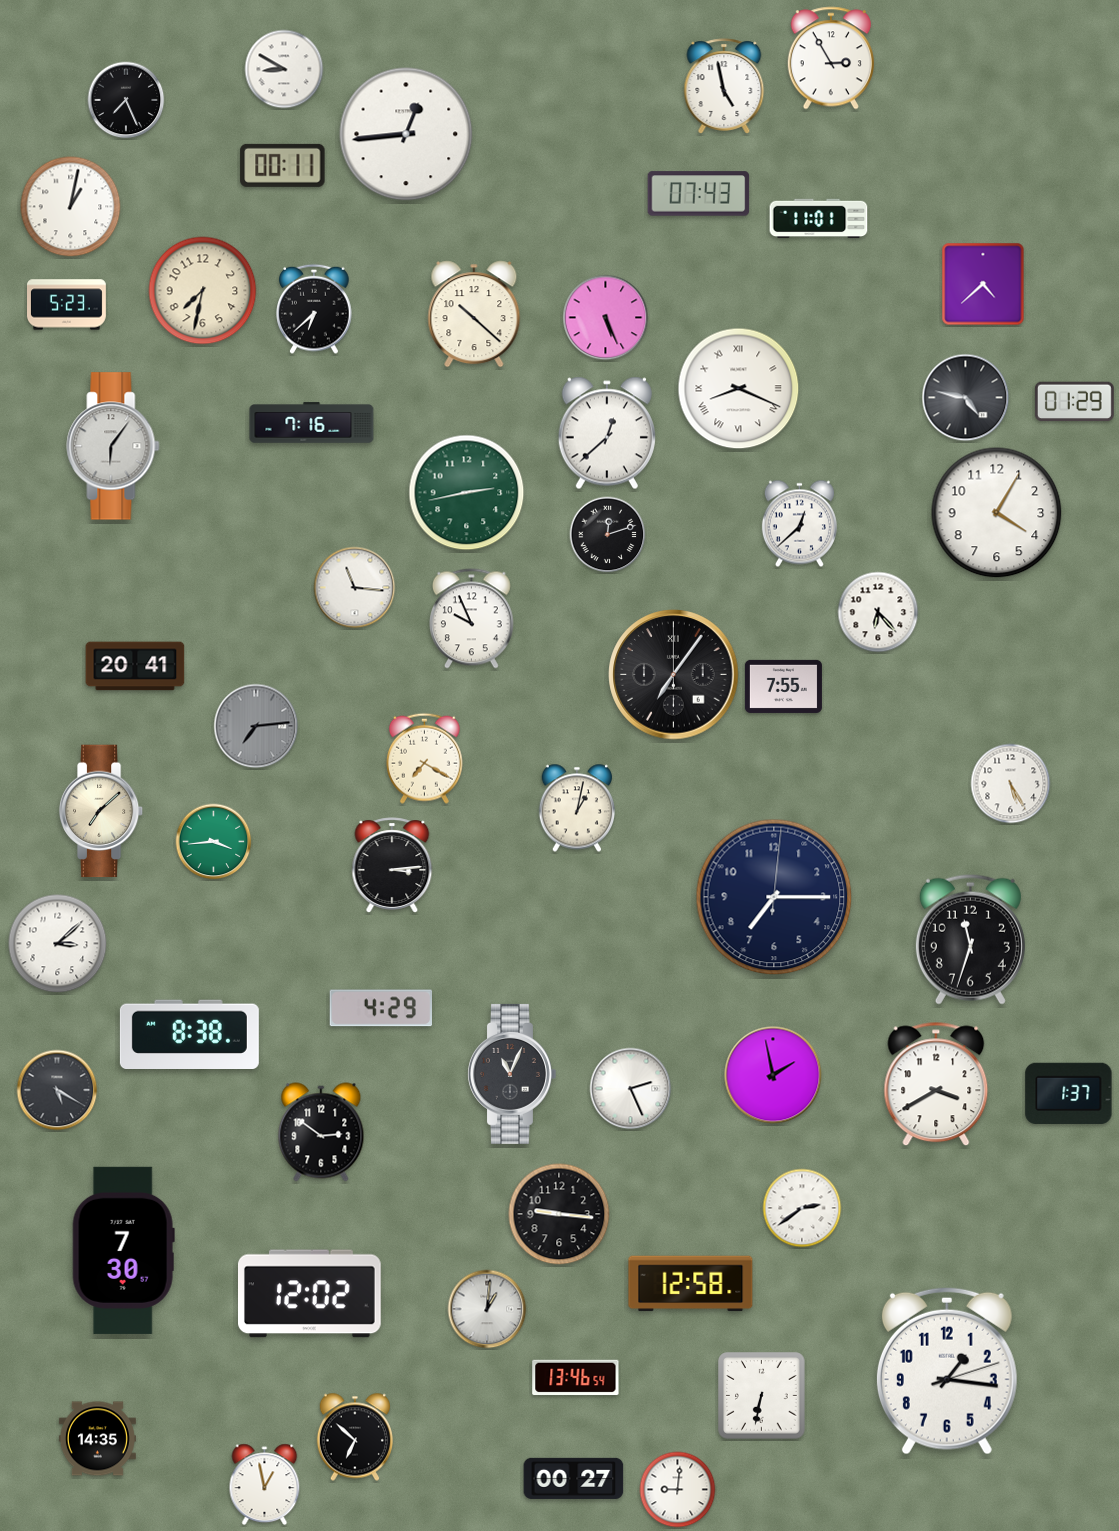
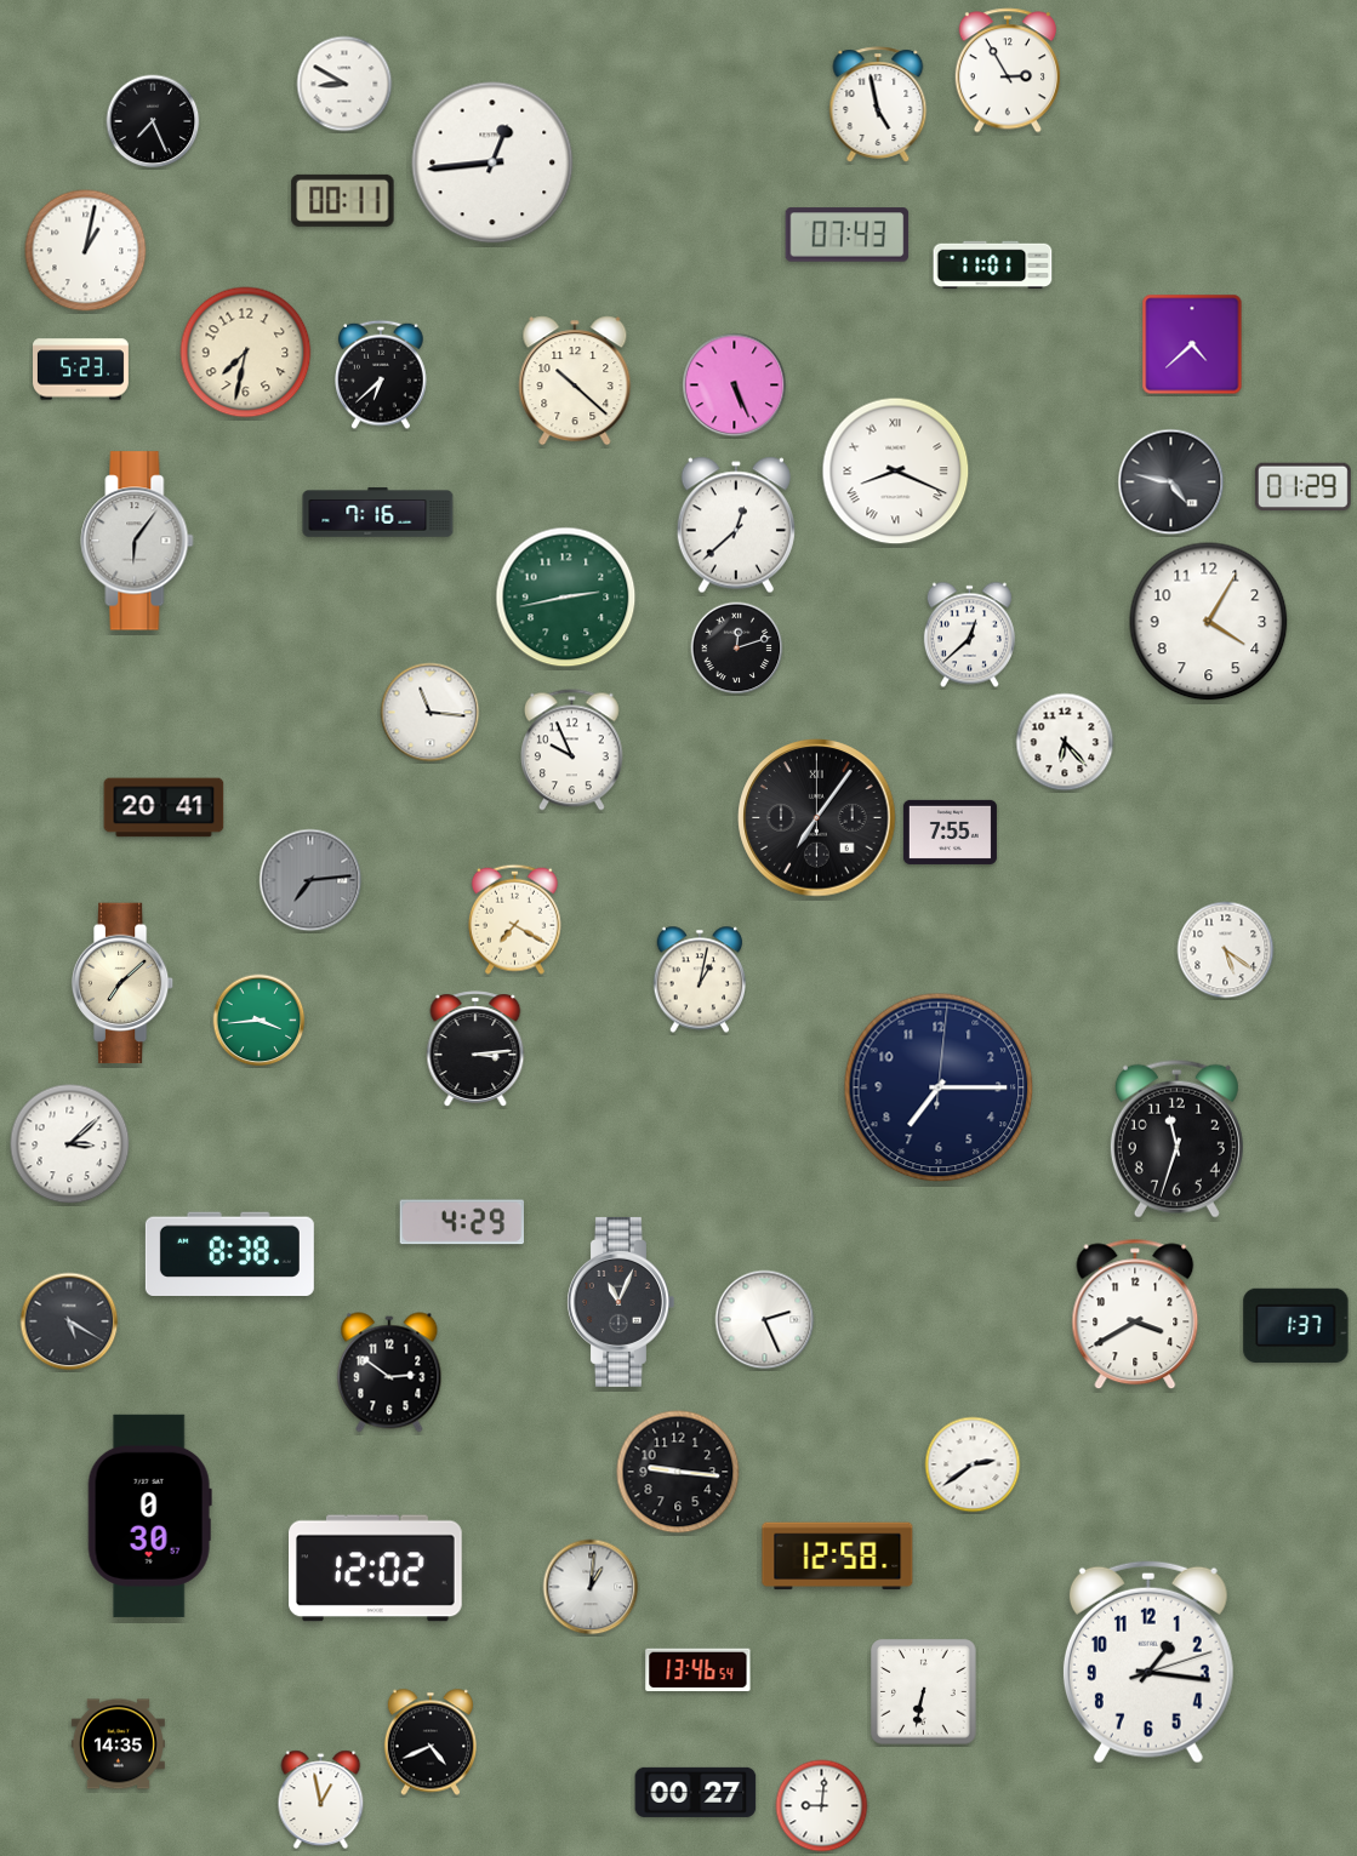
clock at (1011, 784): 5:25 -> 5:21
clock at (773, 1075): 1:58 -> none
clock at (123, 1250): 7:30 -> 0:30
clock at (354, 1437): 6:52 -> 4:41
